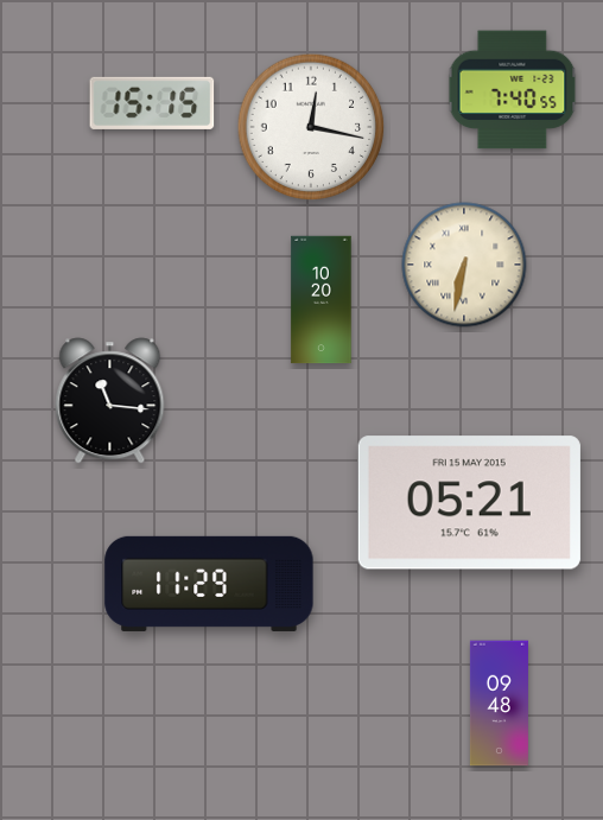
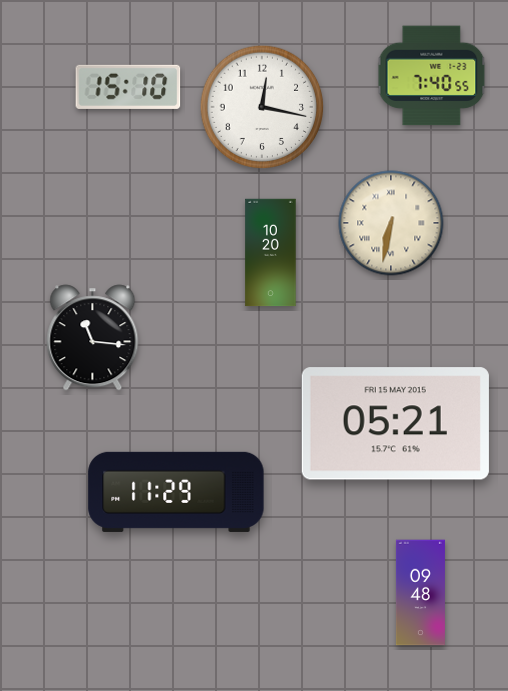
clock at (152, 103): 15:15 -> 15:10
